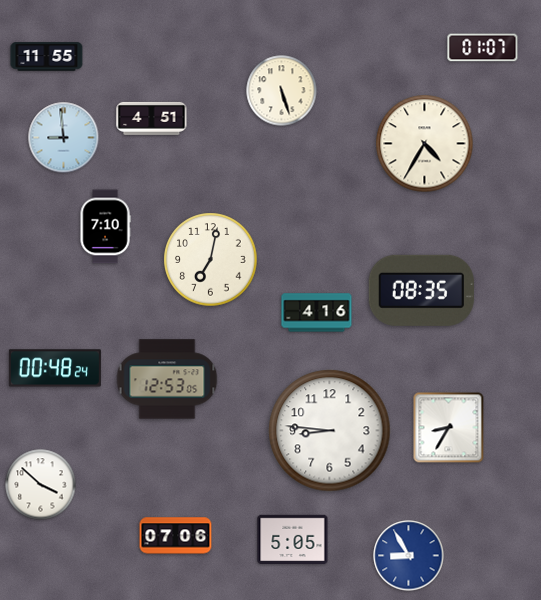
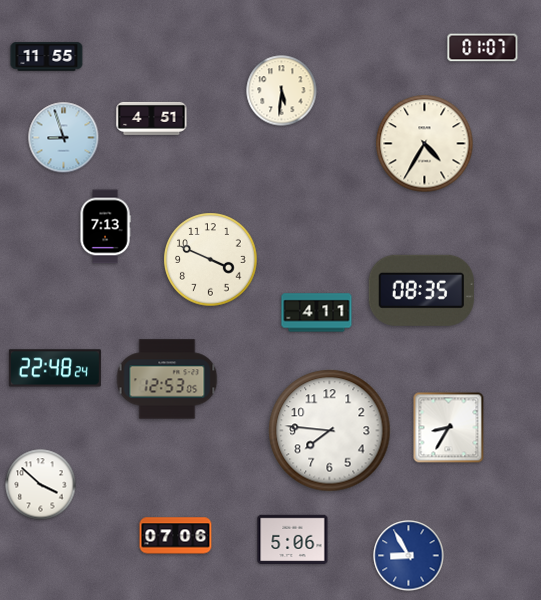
clock at (282, 91): 5:27 -> 5:31
clock at (64, 138): 8:59 -> 8:57
clock at (105, 227): 7:10 -> 7:13
clock at (211, 260): 7:02 -> 3:49
clock at (317, 313): 4:16 -> 4:11
clock at (55, 368): 00:48 -> 22:48
clock at (330, 431): 8:46 -> 7:46
clock at (293, 539): 5:05 -> 5:06
